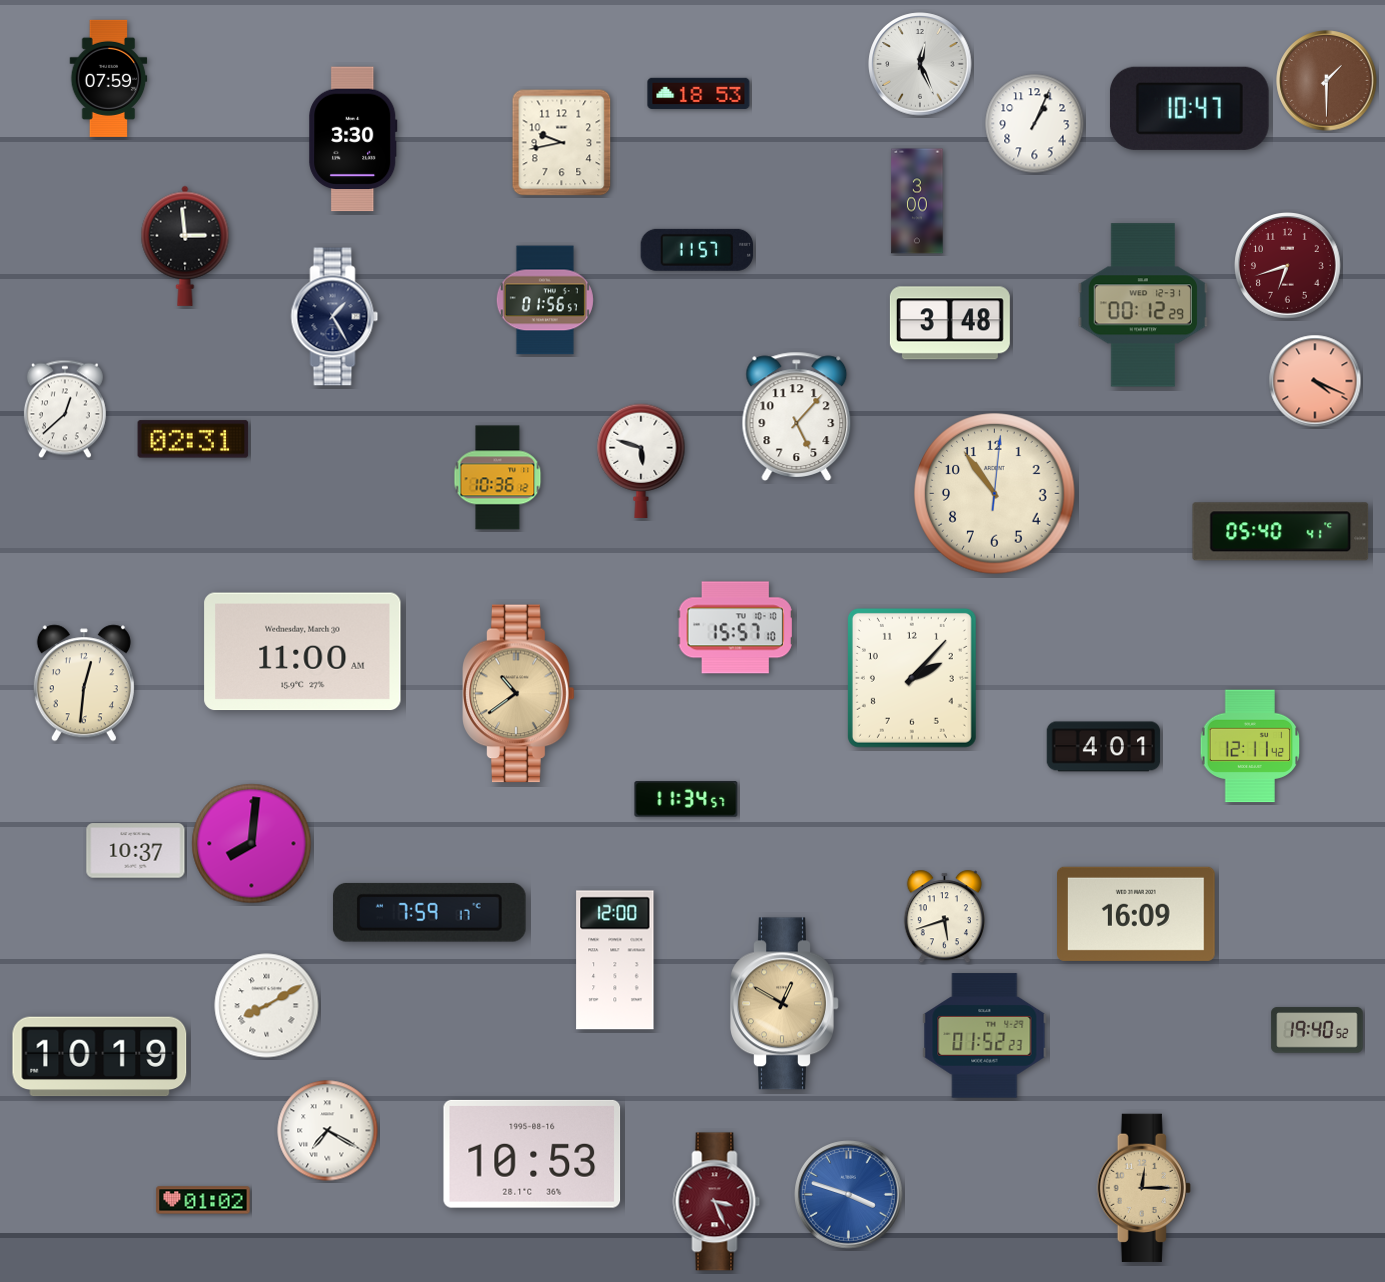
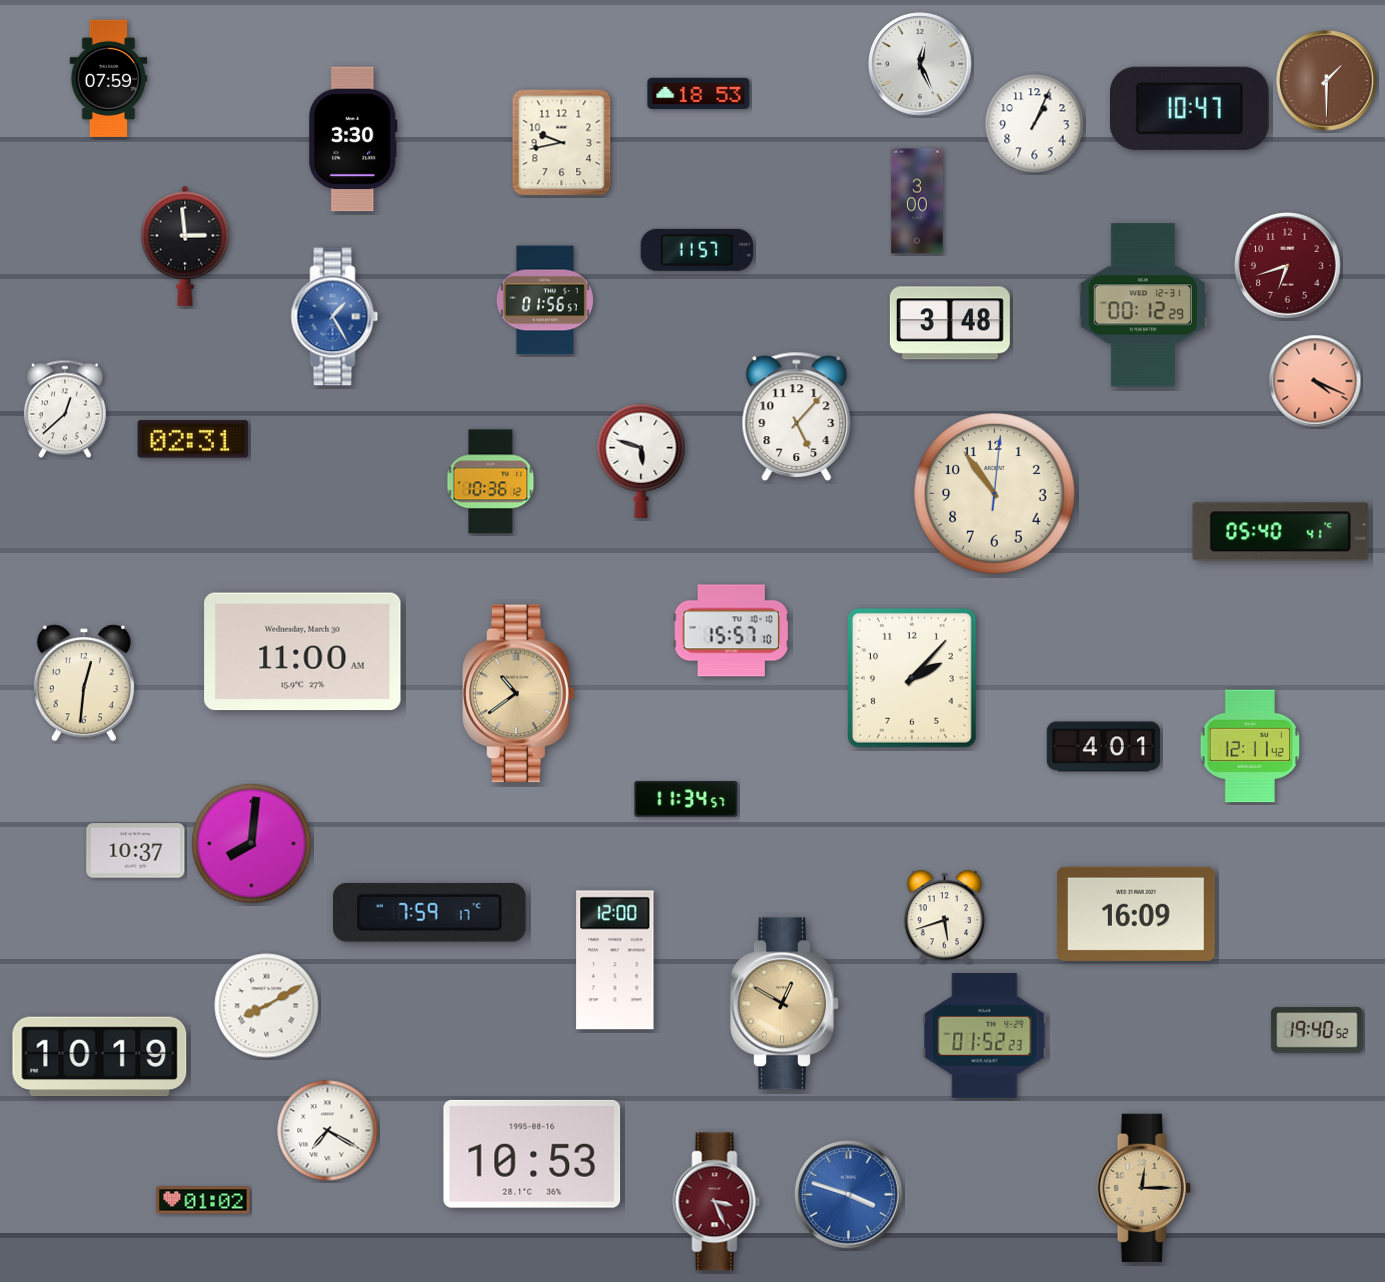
clock at (335, 317) dial: navy -> blue
clock at (498, 478) position: (498, 478) -> (491, 482)
clock at (735, 628) position: (735, 628) -> (731, 631)
